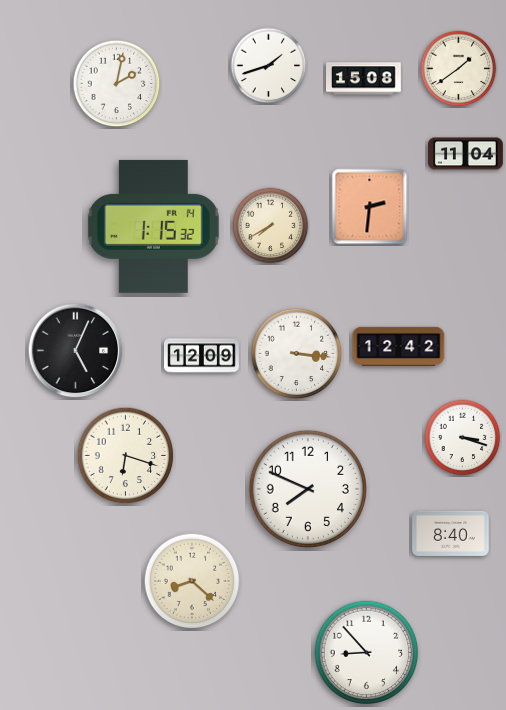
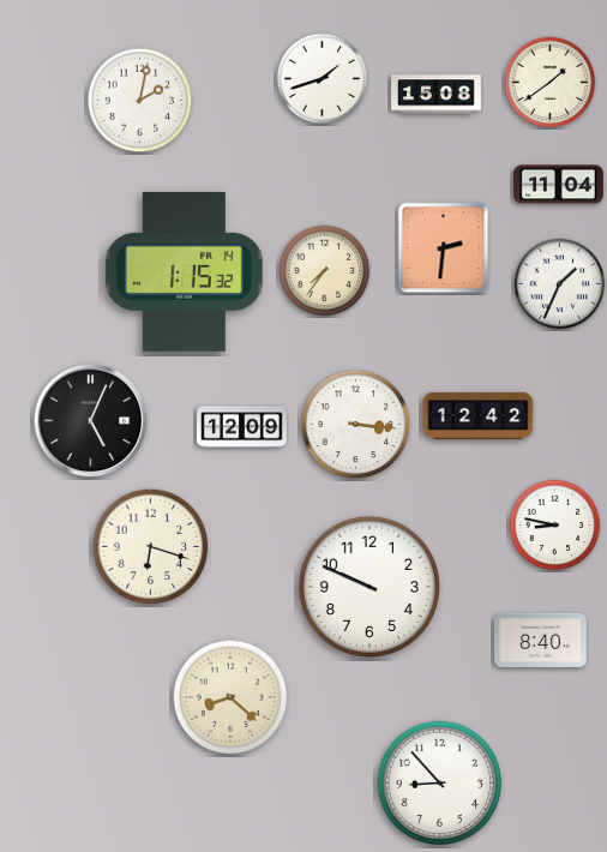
clock at (271, 226): 7:40 -> 7:36
clock at (560, 284): none -> 1:34
clock at (463, 438): 3:18 -> 8:47
clock at (308, 489): 7:49 -> 9:49
